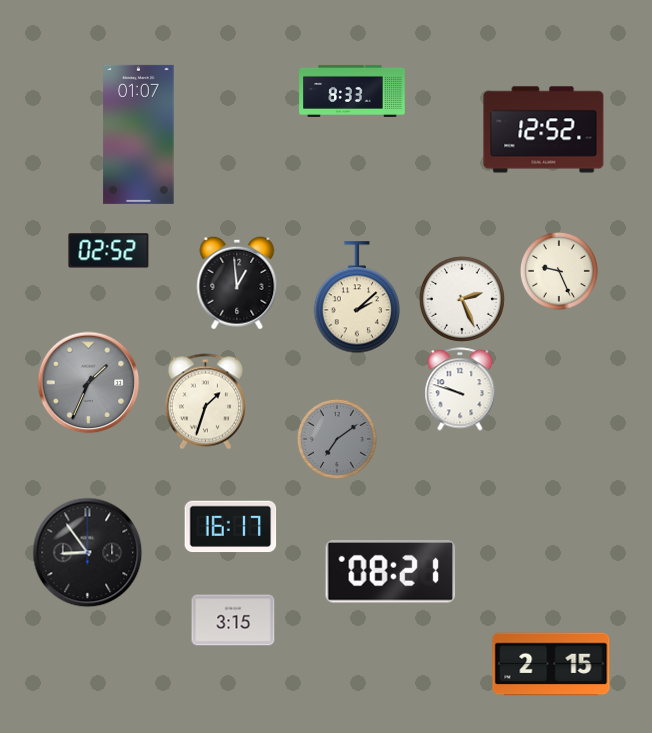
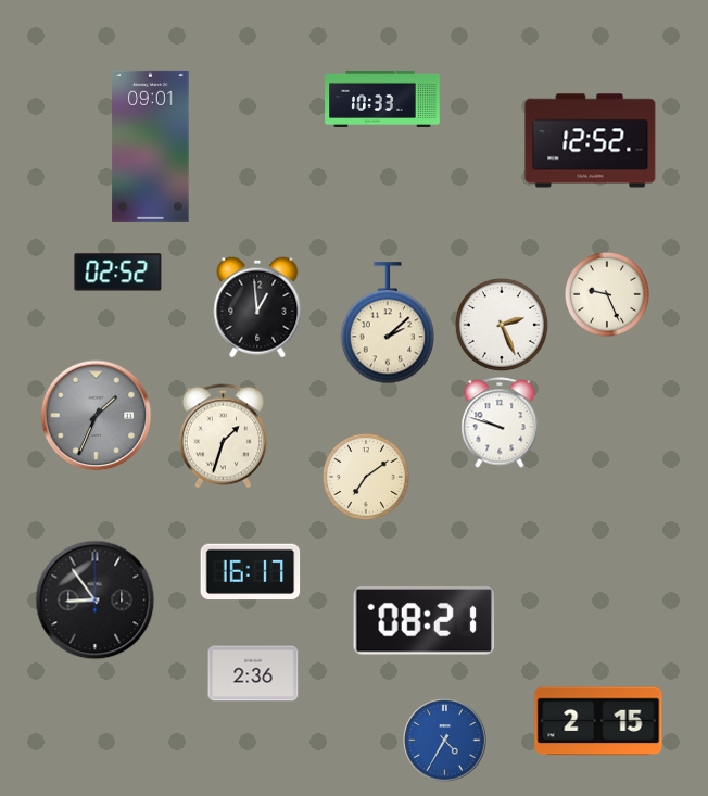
clock at (352, 91): 8:33 -> 10:33
clock at (139, 134): 01:07 -> 09:01
clock at (337, 439) dial: grey -> cream
clock at (233, 620): 3:15 -> 2:36
clock at (445, 741): none -> 4:35
